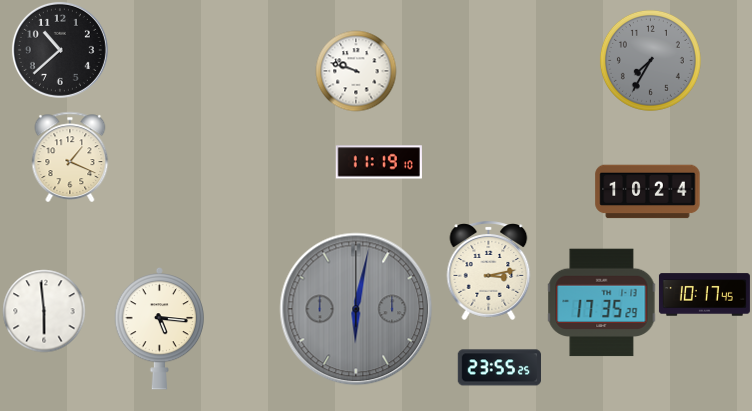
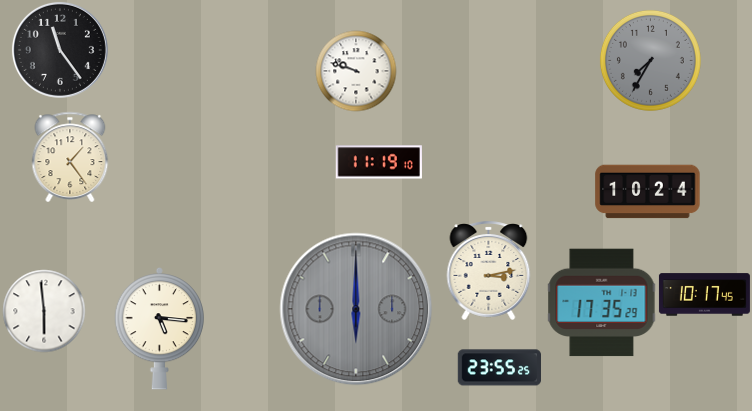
clock at (60, 50): 10:38 -> 11:24
clock at (70, 156): 1:19 -> 1:24
clock at (356, 309): 6:02 -> 6:00
